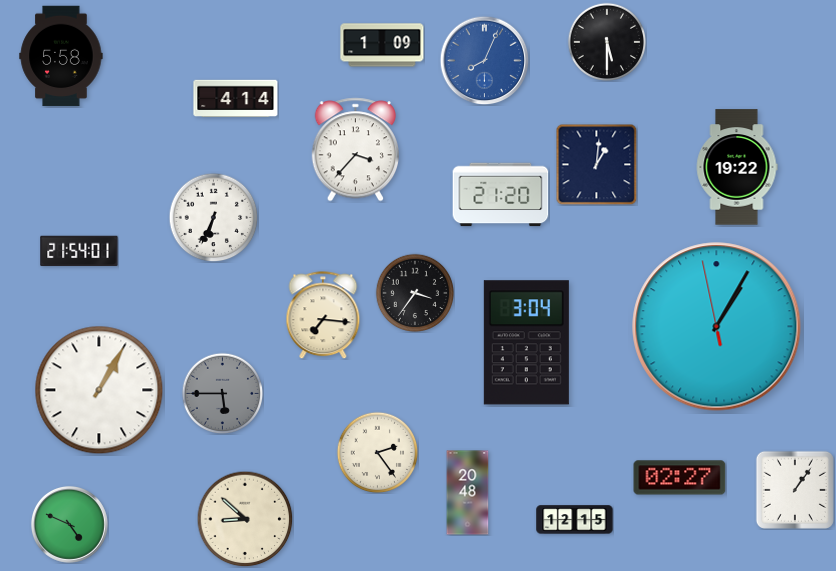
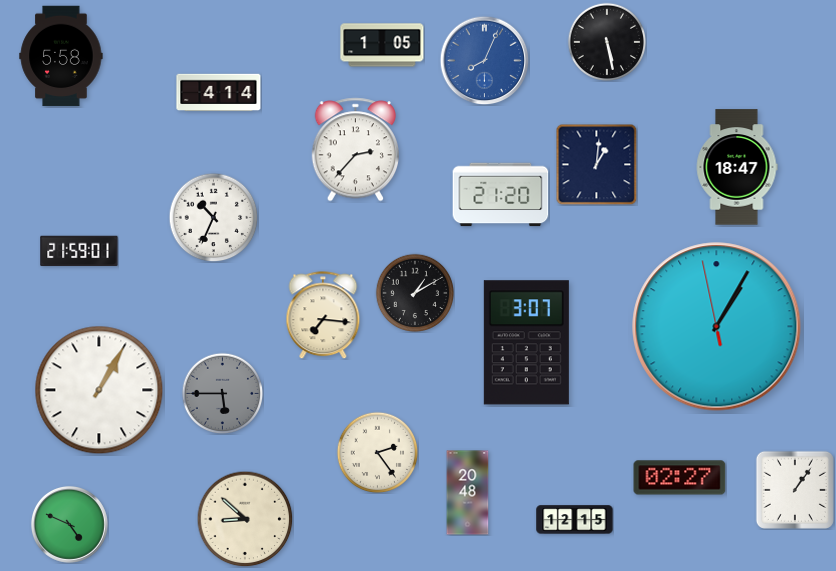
clock at (606, 41): 5:30 -> 5:28
clock at (382, 45): 1:09 -> 1:05
clock at (236, 99) position: (236, 99) -> (219, 93)
clock at (355, 150): 3:37 -> 2:37
clock at (737, 167): 19:22 -> 18:47
clock at (213, 217): 6:34 -> 10:34
clock at (79, 251): 21:54 -> 21:59
clock at (414, 292): 3:36 -> 1:10
clock at (526, 343): 3:04 -> 3:07
